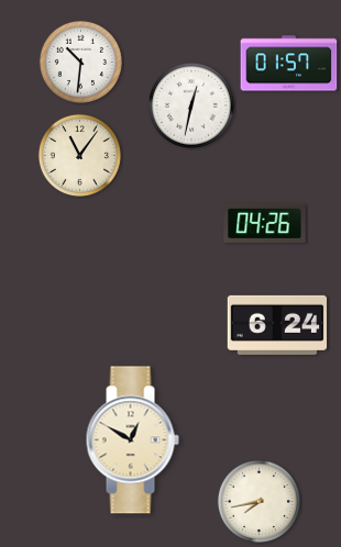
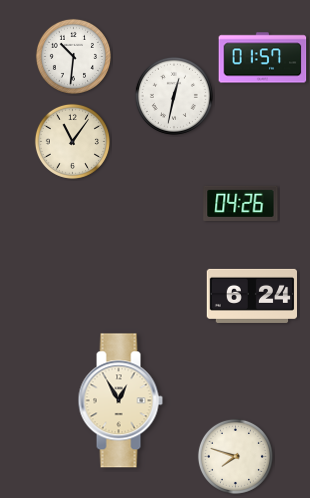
clock at (132, 440): 12:50 -> 12:55
clock at (258, 501): 7:43 -> 7:48
